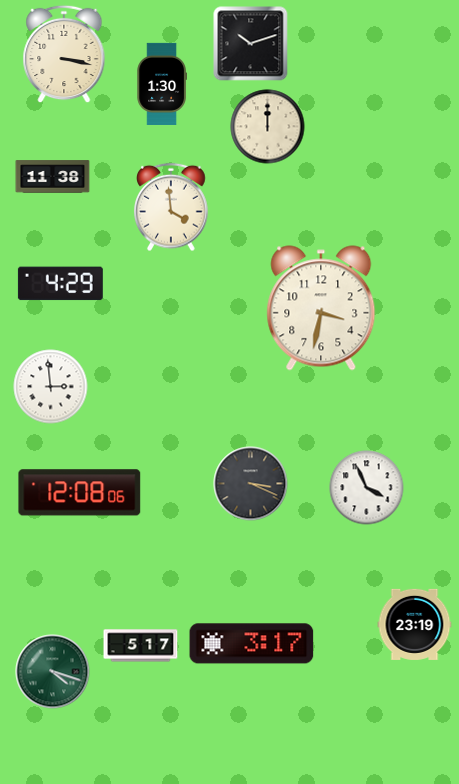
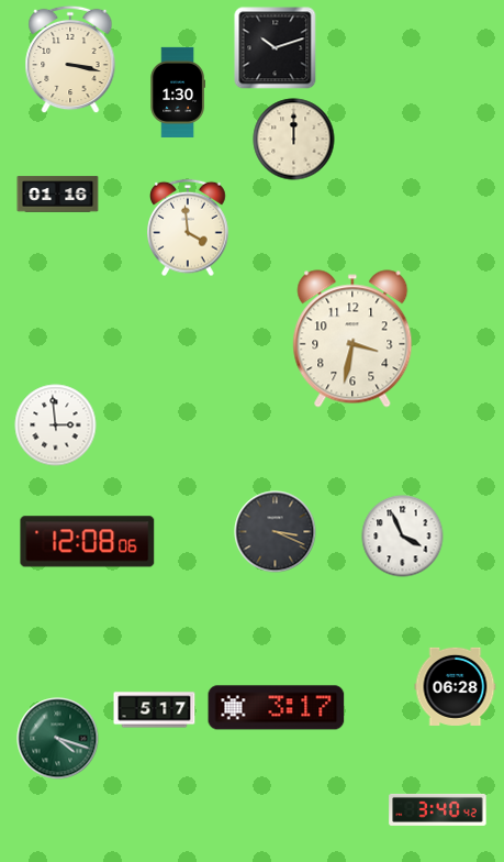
clock at (53, 177): 11:38 -> 01:16
clock at (60, 284): 4:29 -> none
clock at (415, 624): 23:19 -> 06:28
clock at (438, 809): none -> 3:40
